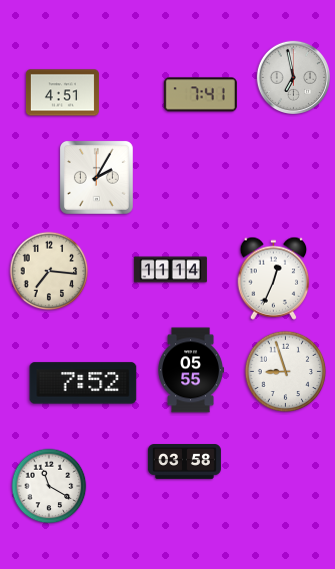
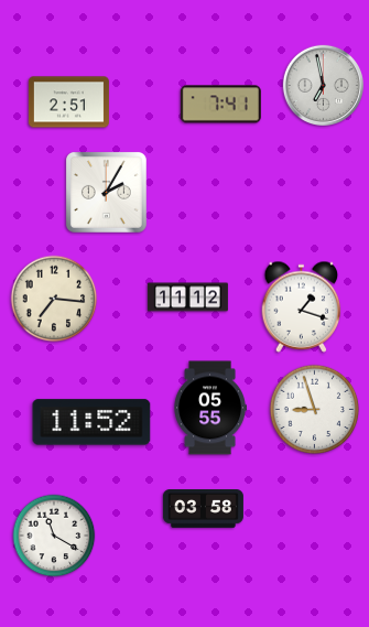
clock at (62, 93): 4:51 -> 2:51
clock at (96, 177) position: (96, 177) -> (106, 192)
clock at (170, 270): 11:14 -> 11:12
clock at (274, 278): 12:34 -> 1:18
clock at (83, 383): 7:52 -> 11:52
